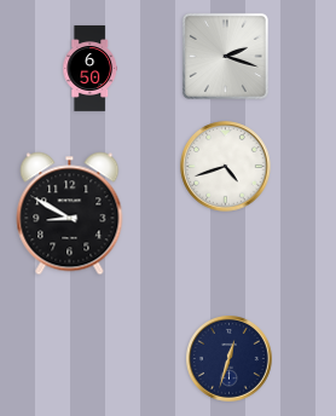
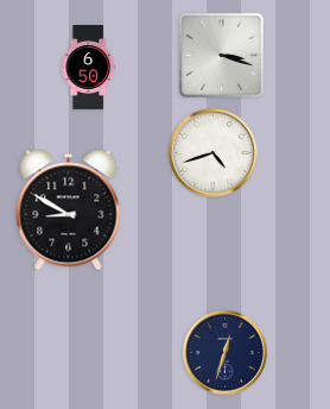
clock at (225, 56): 2:18 -> 3:18
clock at (226, 167) position: (226, 167) -> (214, 153)
